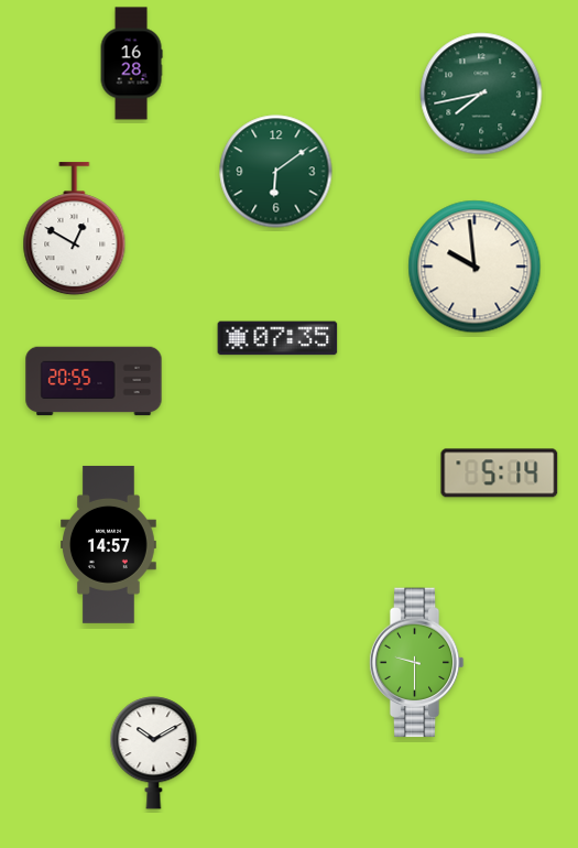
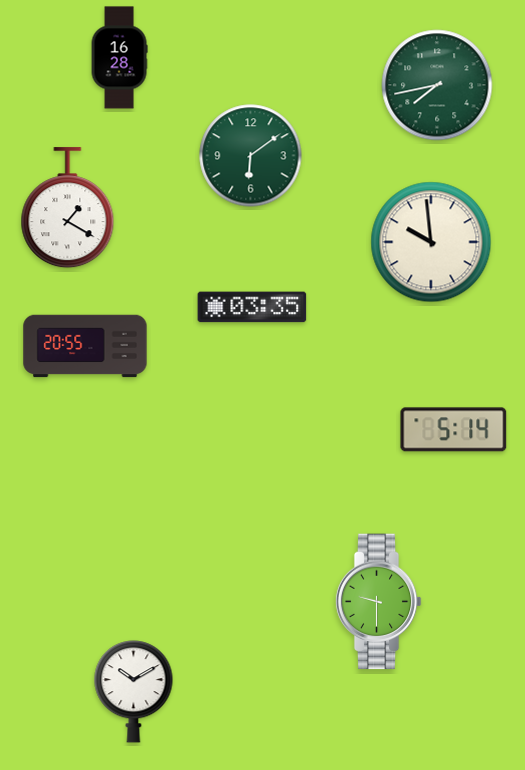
clock at (75, 229): 12:50 -> 1:20
clock at (277, 338): 07:35 -> 03:35
clock at (109, 544): 14:57 -> none
clock at (154, 753) position: (154, 753) -> (134, 692)
